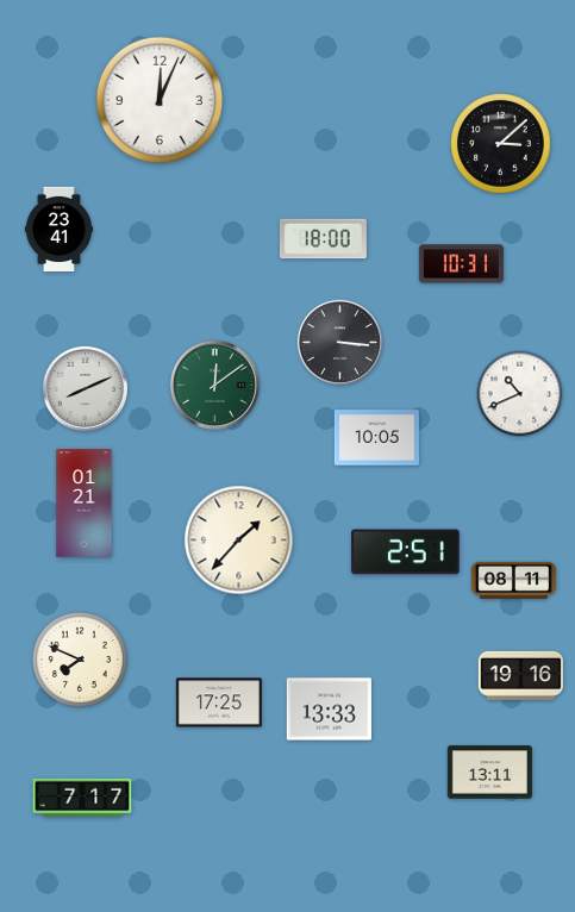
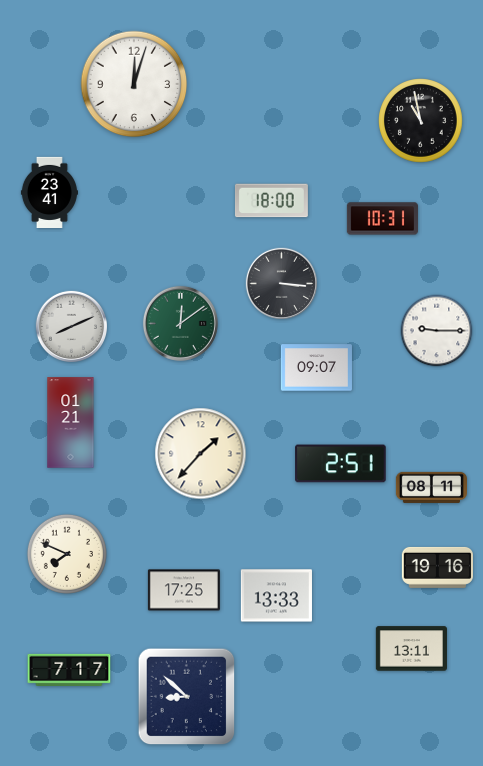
clock at (160, 100): 12:04 -> 12:03
clock at (501, 144): 3:08 -> 10:58
clock at (461, 264) position: (461, 264) -> (382, 219)
clock at (339, 342) position: (339, 342) -> (281, 283)
clock at (520, 394): 10:41 -> 9:15
clock at (376, 438): 10:05 -> 09:07
clock at (187, 697): none -> 8:52
